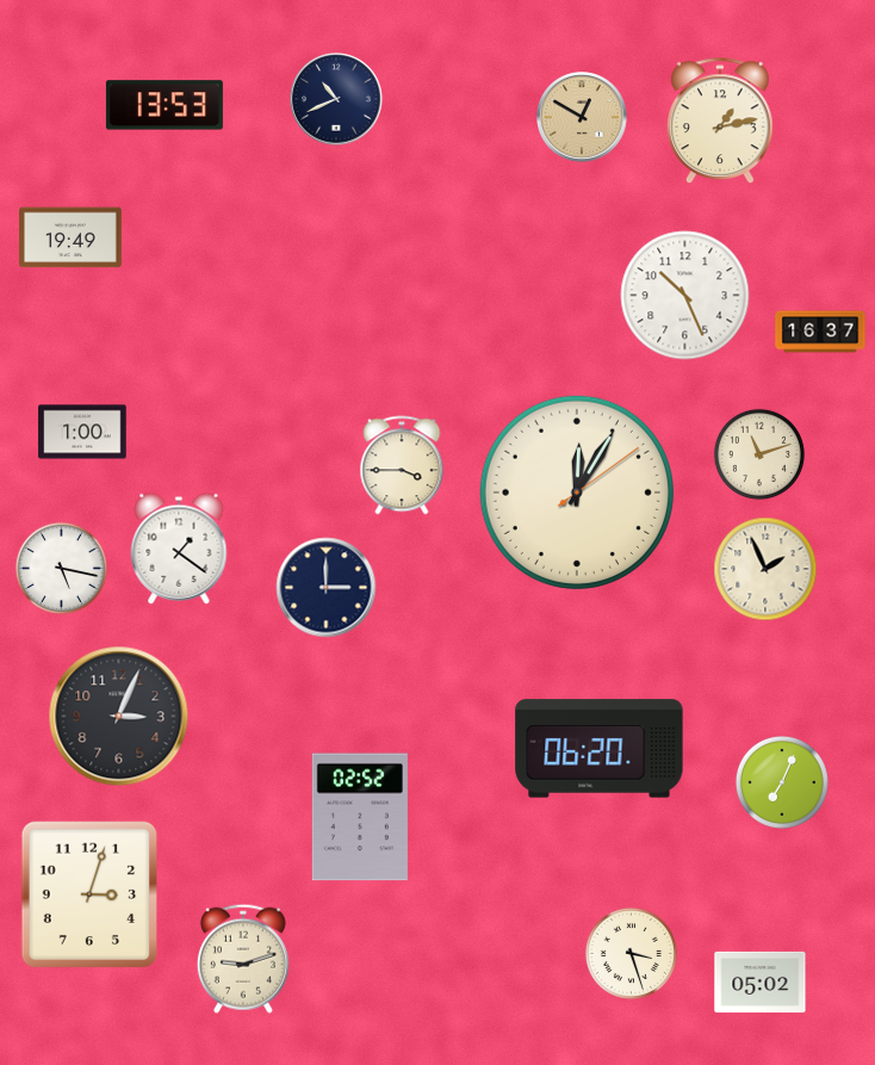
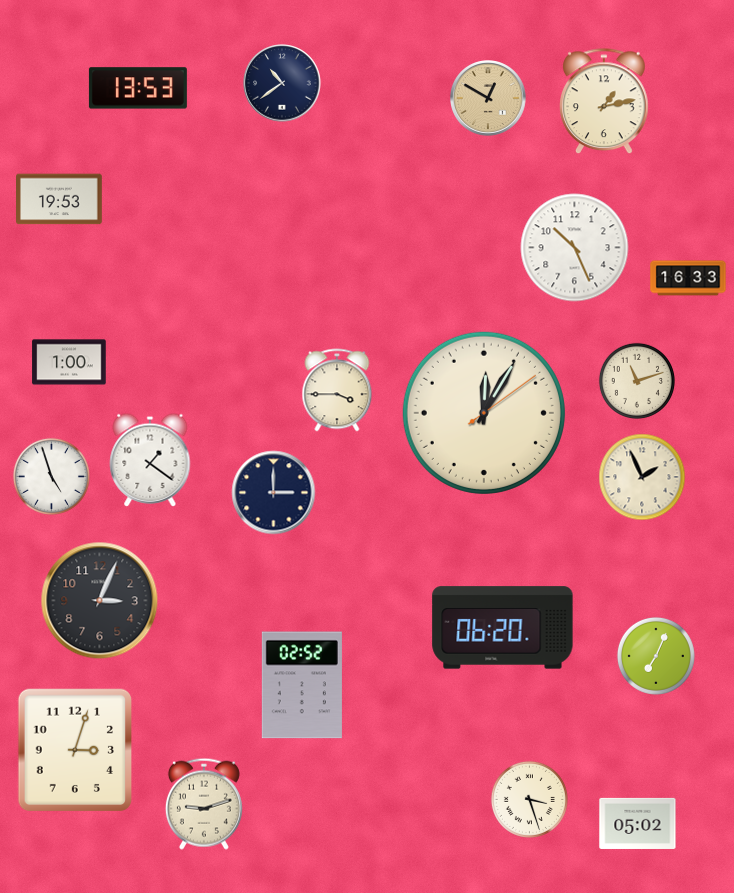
clock at (336, 99): 10:41 -> 10:39
clock at (72, 237): 19:49 -> 19:53
clock at (820, 332): 16:37 -> 16:33
clock at (61, 568): 5:17 -> 4:57
